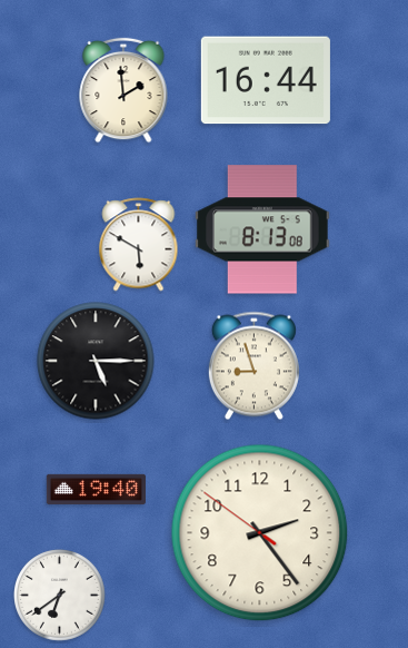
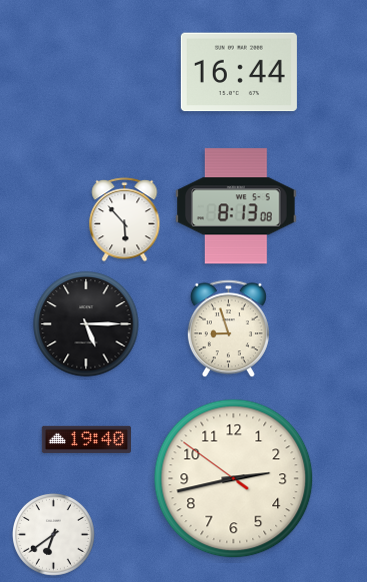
clock at (123, 90): 1:59 -> none
clock at (139, 245): 5:50 -> 5:53
clock at (260, 533): 2:23 -> 2:42
